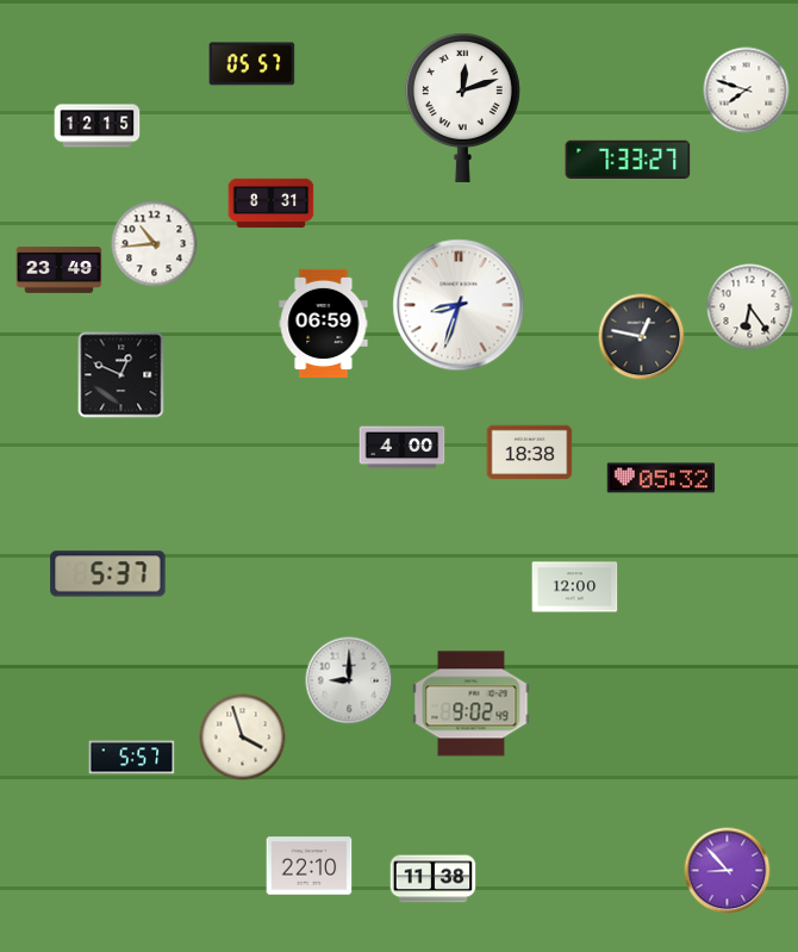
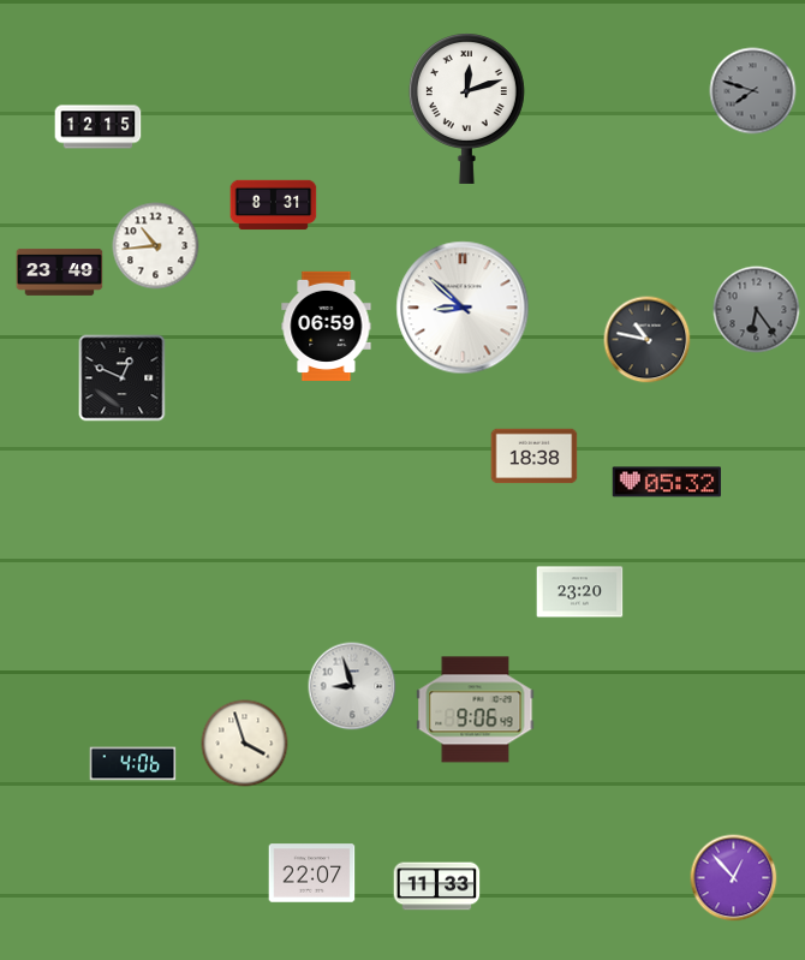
clock at (253, 64): 05:57 -> none
clock at (747, 91) dial: white -> grey
clock at (628, 158): 7:33 -> none
clock at (459, 305): 8:33 -> 8:52
clock at (750, 307) dial: white -> grey
clock at (642, 337): 12:47 -> 10:47
clock at (403, 448): 4:00 -> none
clock at (108, 574): 5:37 -> none
clock at (575, 587): 12:00 -> 23:20
clock at (349, 680): 9:00 -> 8:57
clock at (472, 704): 9:02 -> 9:06
clock at (132, 758): 5:57 -> 4:06
clock at (310, 866): 22:10 -> 22:07
clock at (728, 871): 8:53 -> 12:53
clock at (434, 879): 11:38 -> 11:33
